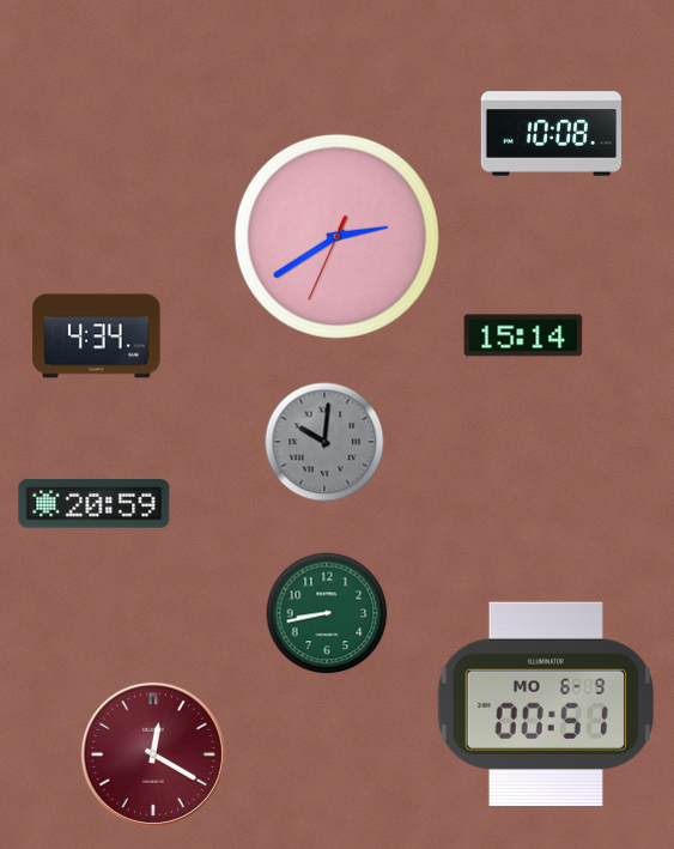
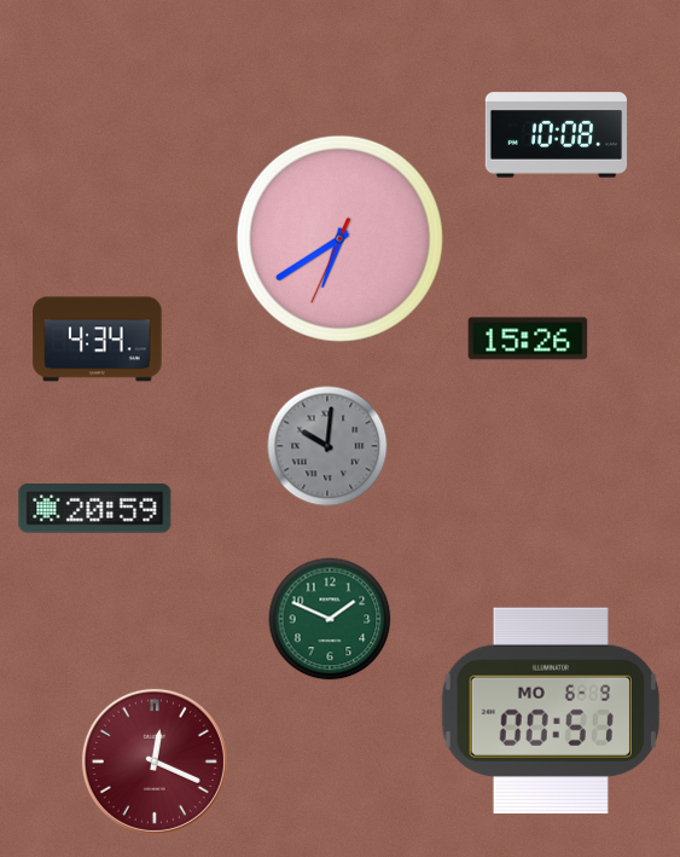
clock at (336, 236): 2:39 -> 6:39
clock at (523, 335): 15:14 -> 15:26
clock at (327, 613): 8:43 -> 1:49
clock at (153, 754): 12:20 -> 12:19
